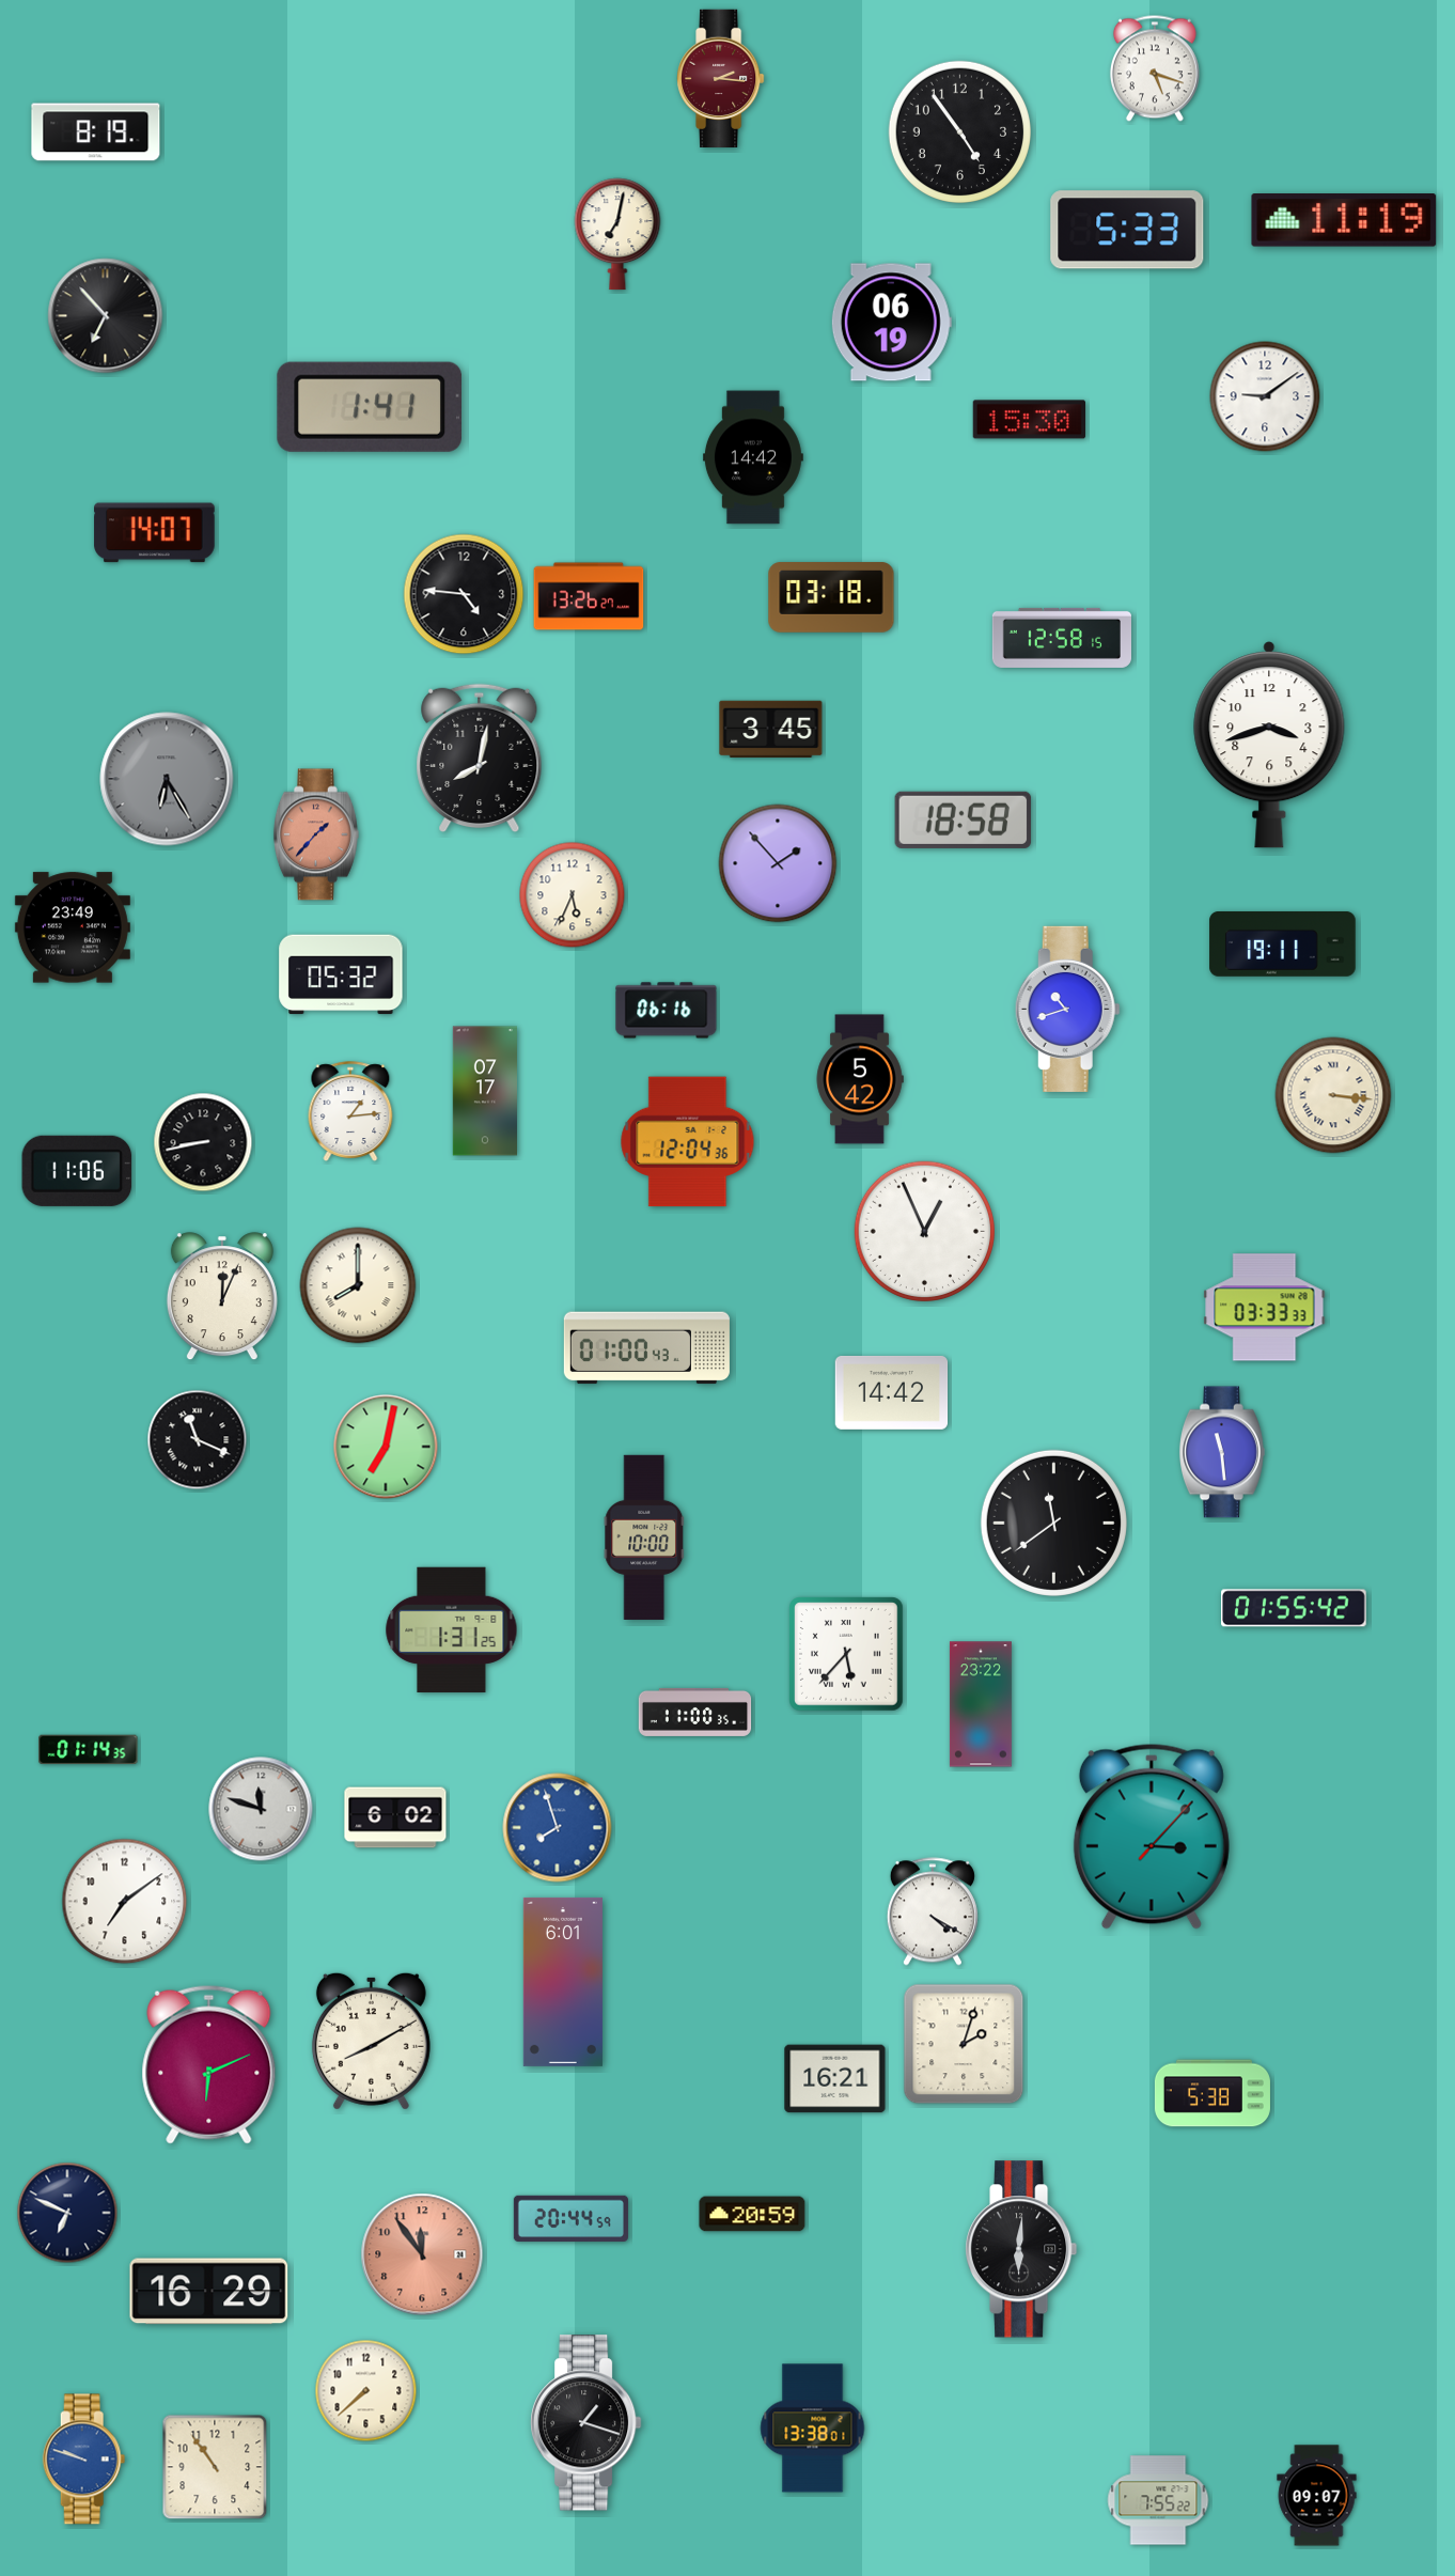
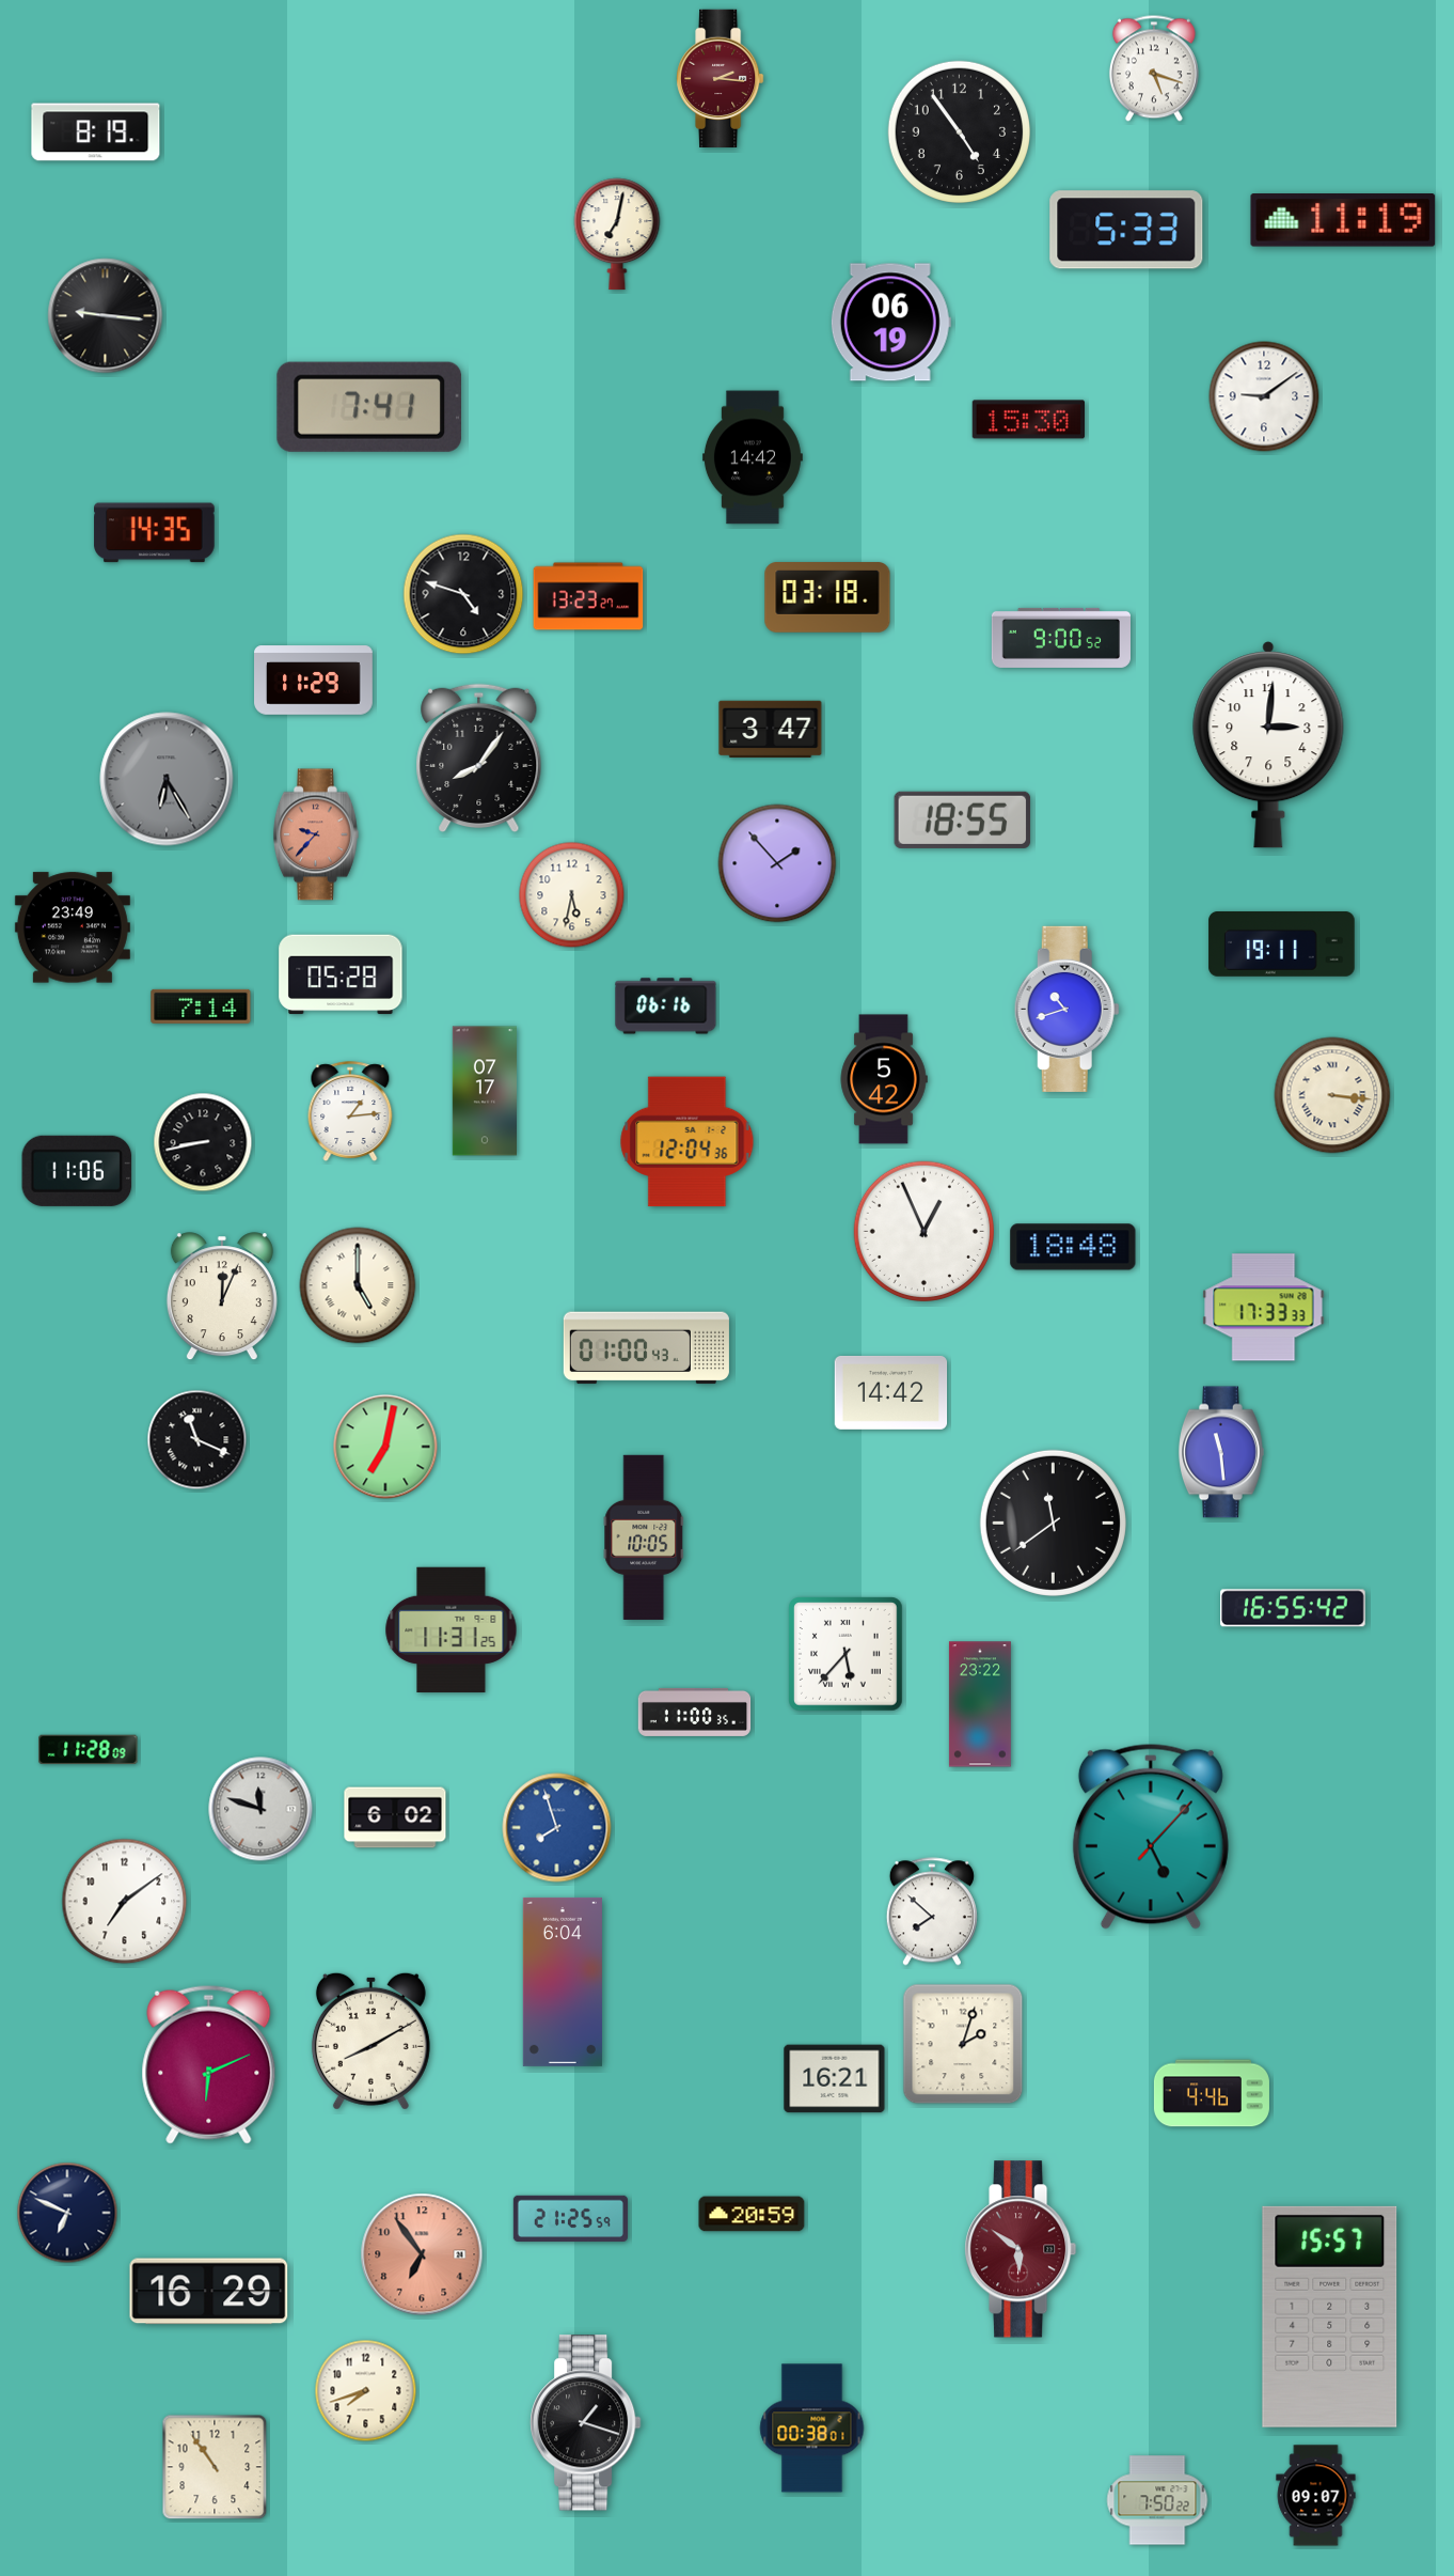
clock at (106, 316): 6:53 -> 9:16
clock at (369, 407): 1:41 -> 7:41
clock at (155, 533): 14:07 -> 14:35
clock at (464, 594): 4:46 -> 4:48
clock at (589, 596): 13:26 -> 13:23
clock at (831, 597) position: (831, 597) -> (827, 597)
clock at (1061, 638): 12:58 -> 9:00
clock at (314, 681): none -> 11:29
clock at (771, 729): 3:45 -> 3:47
clock at (1269, 745): 3:42 -> 3:01
clock at (480, 759): 8:02 -> 8:06
clock at (964, 819): 18:58 -> 18:55
clock at (316, 834): 1:37 -> 9:37
clock at (573, 895): 5:34 -> 5:32
clock at (341, 974): 05:32 -> 05:28
clock at (201, 1006): none -> 7:14
clock at (667, 1011) position: (667, 1011) -> (666, 1006)
clock at (860, 1079) position: (860, 1079) -> (884, 1079)
clock at (1073, 1247): none -> 18:48
clock at (358, 1285): 8:00 -> 5:00
clock at (1265, 1308): 03:33 -> 17:33
clock at (644, 1537): 10:00 -> 10:05
clock at (1295, 1608): 01:55 -> 16:55
clock at (452, 1630): 1:31 -> 11:31
clock at (89, 1750): 01:14 -> 11:28
clock at (1152, 1837): 3:07 -> 5:07
clock at (933, 1911): 4:20 -> 7:52
clock at (563, 1982): 6:01 -> 6:04
clock at (1212, 2093): 5:38 -> 4:46
clock at (570, 2219): 20:44 -> 21:25
clock at (1022, 2249): 6:01 -> 5:51
clock at (1022, 2249) dial: black -> burgundy
clock at (422, 2254): 11:54 -> 6:54
clock at (1330, 2316): none -> 15:57
clock at (366, 2391): 7:38 -> 7:42
clock at (813, 2429): 13:38 -> 00:38
clock at (84, 2460): 9:48 -> none
clock at (1158, 2500): 7:55 -> 7:50
